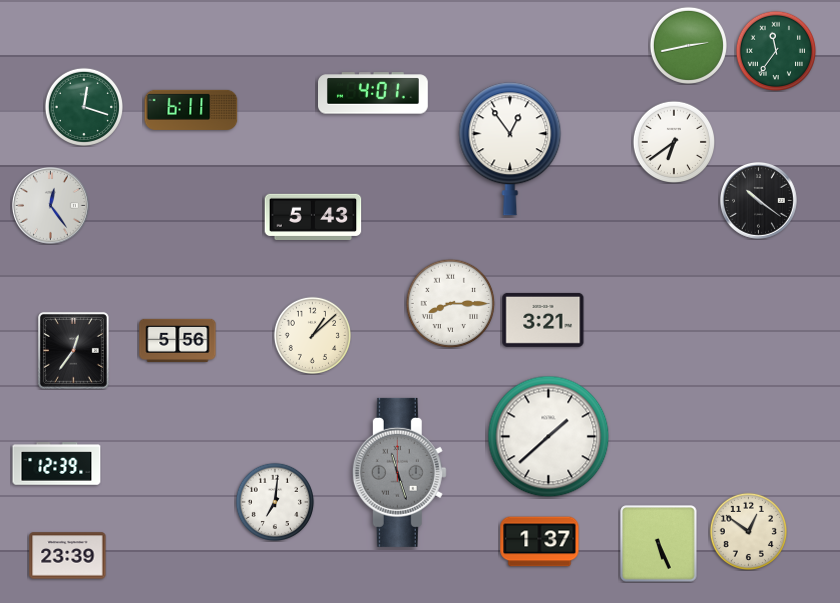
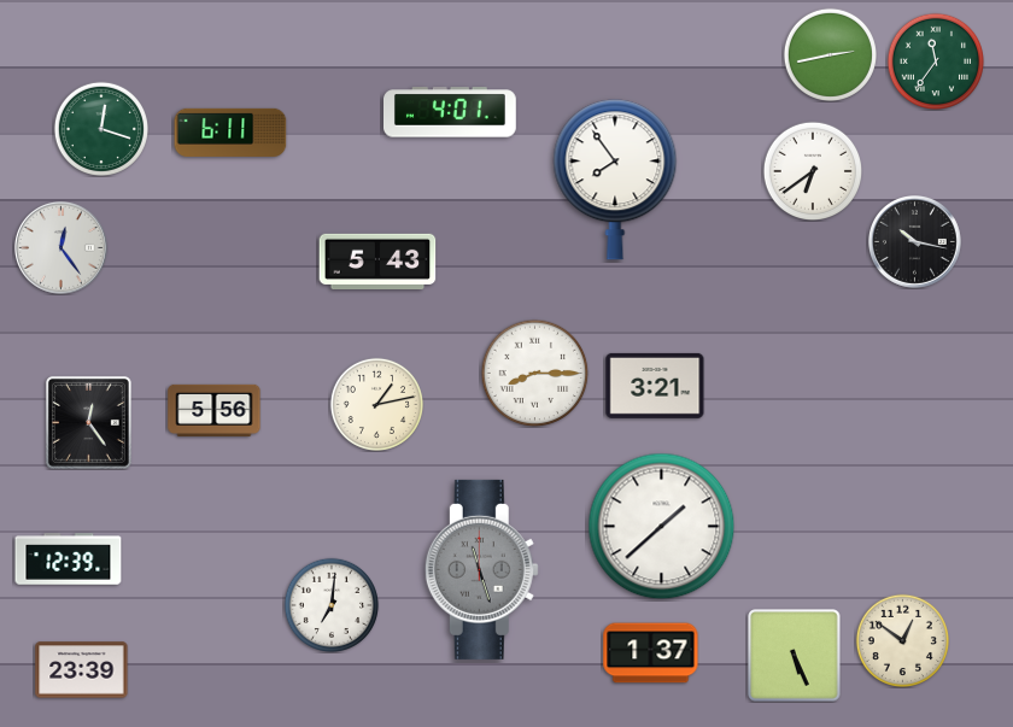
clock at (510, 149): 12:54 -> 7:54
clock at (759, 201): 10:21 -> 10:17
clock at (450, 303) position: (450, 303) -> (534, 373)
clock at (312, 335): 1:08 -> 1:13
clock at (73, 351): 12:36 -> 12:24
